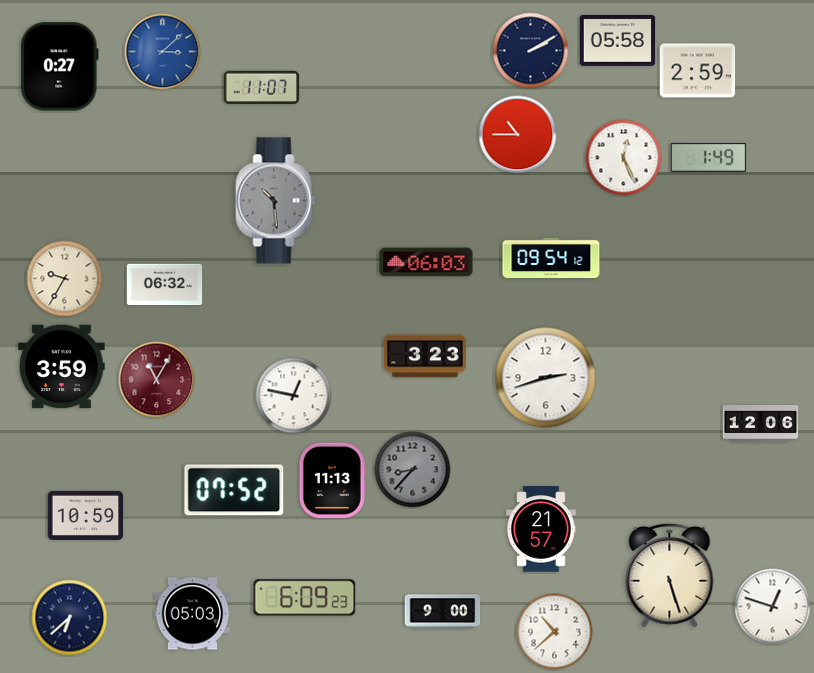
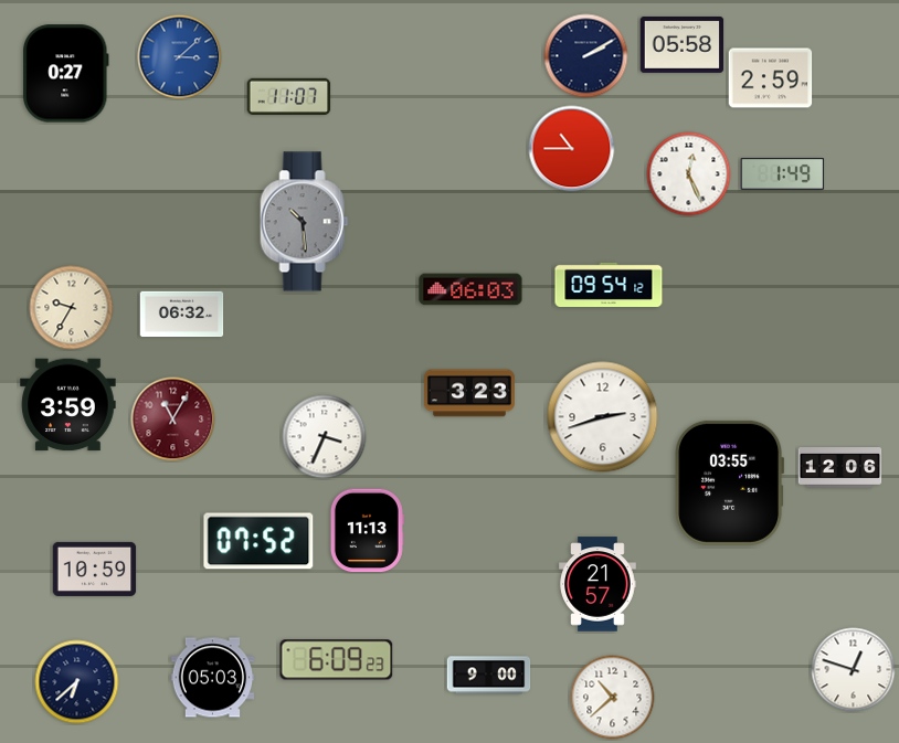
clock at (294, 396): 12:47 -> 3:34
clock at (730, 482): none -> 03:55
clock at (413, 470): 8:37 -> none
clock at (670, 575): 5:27 -> none
